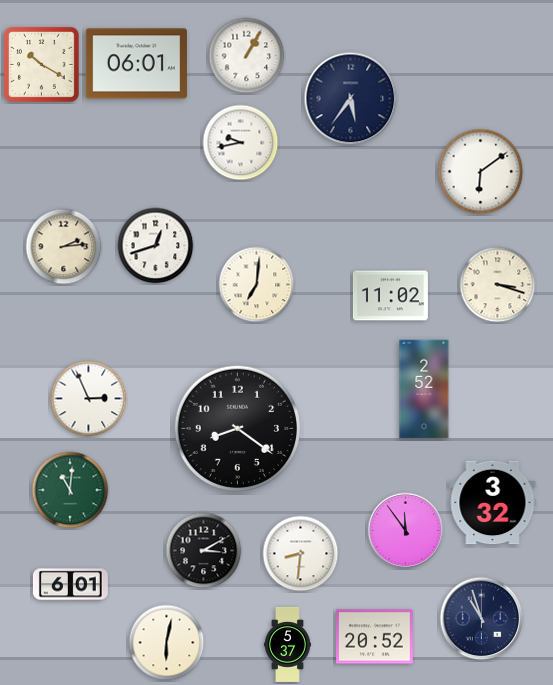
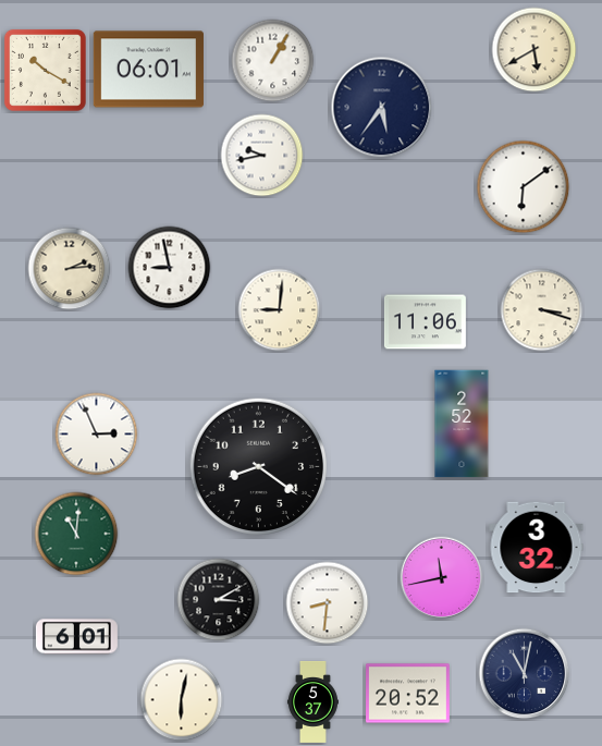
clock at (535, 50): none -> 5:40
clock at (247, 56) position: (247, 56) -> (273, 61)
clock at (156, 246): 12:42 -> 8:58
clock at (257, 285): 7:01 -> 9:01
clock at (390, 296): 11:02 -> 11:06
clock at (406, 531): 11:54 -> 11:43
clock at (204, 551) position: (204, 551) -> (219, 600)
clock at (482, 619): 10:57 -> 11:02
